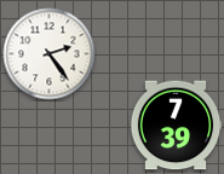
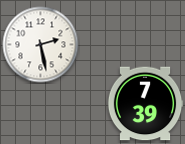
clock at (50, 54): 2:24 -> 2:28
